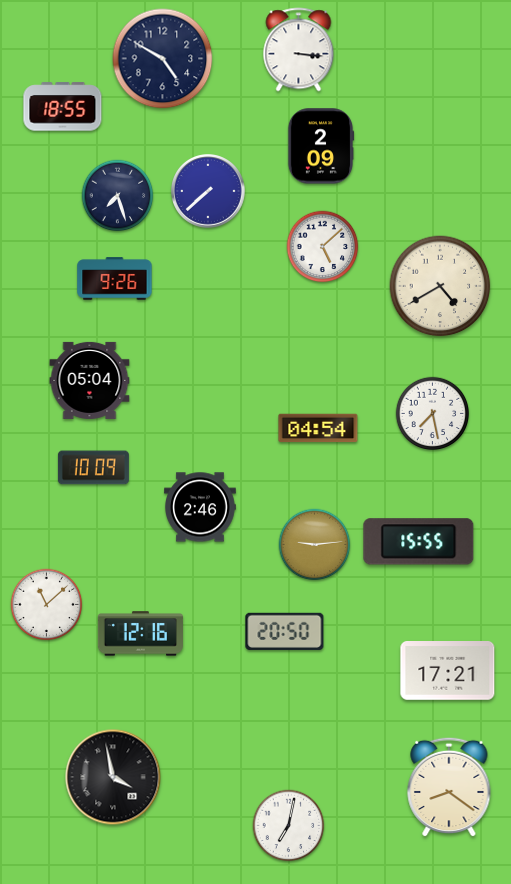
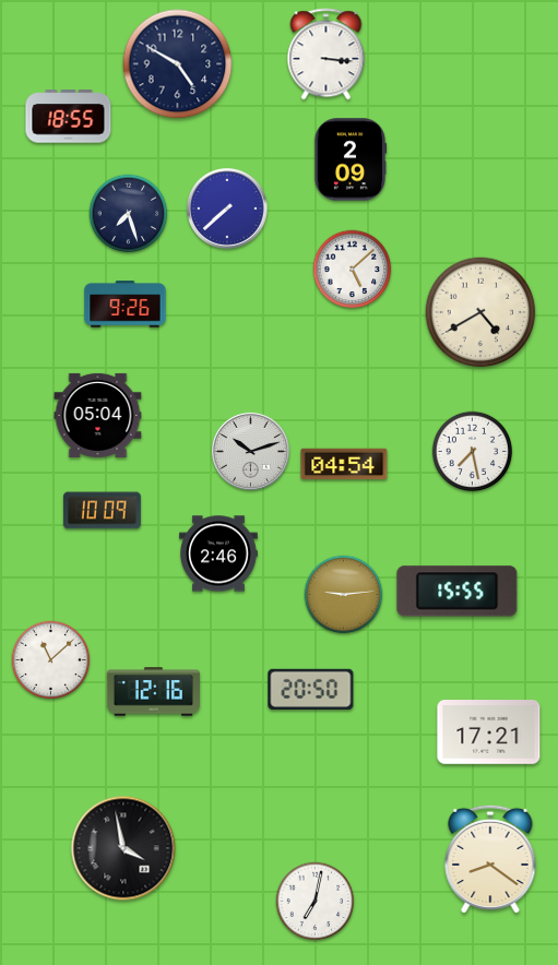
clock at (250, 451): none -> 10:12
clock at (318, 428) position: (318, 428) -> (344, 464)
